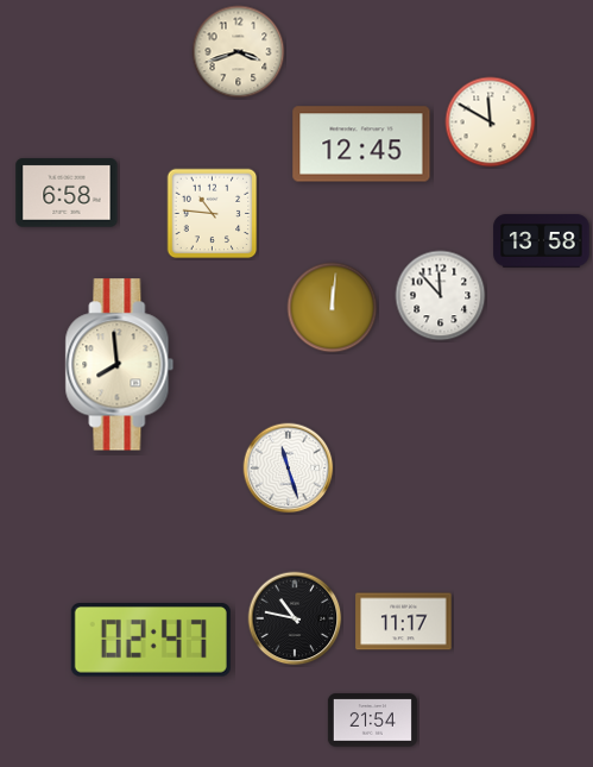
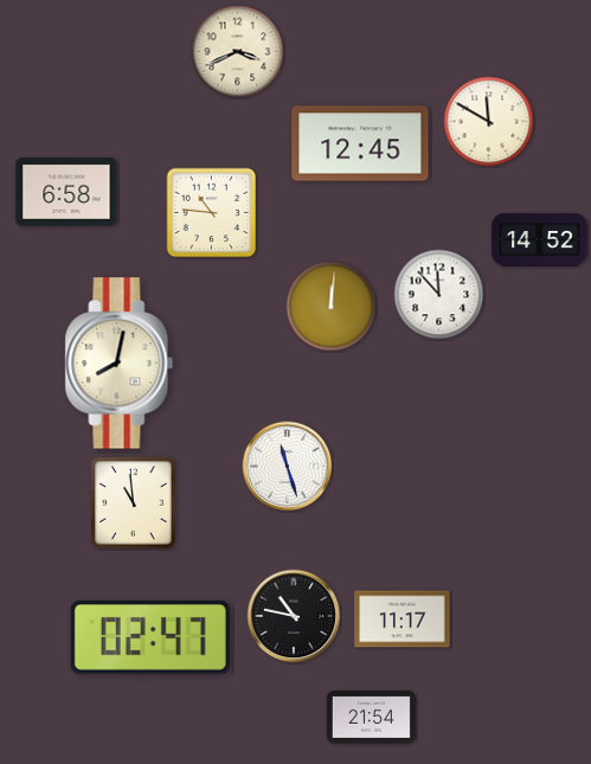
clock at (239, 52): 3:42 -> 3:41
clock at (542, 241): 13:58 -> 14:52
clock at (120, 365): 7:59 -> 8:02
clock at (134, 503): none -> 10:59
